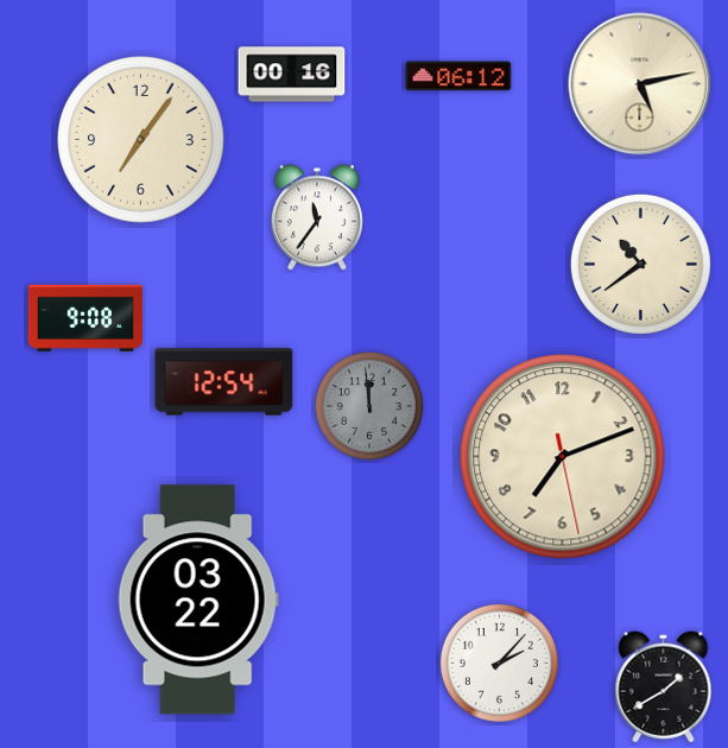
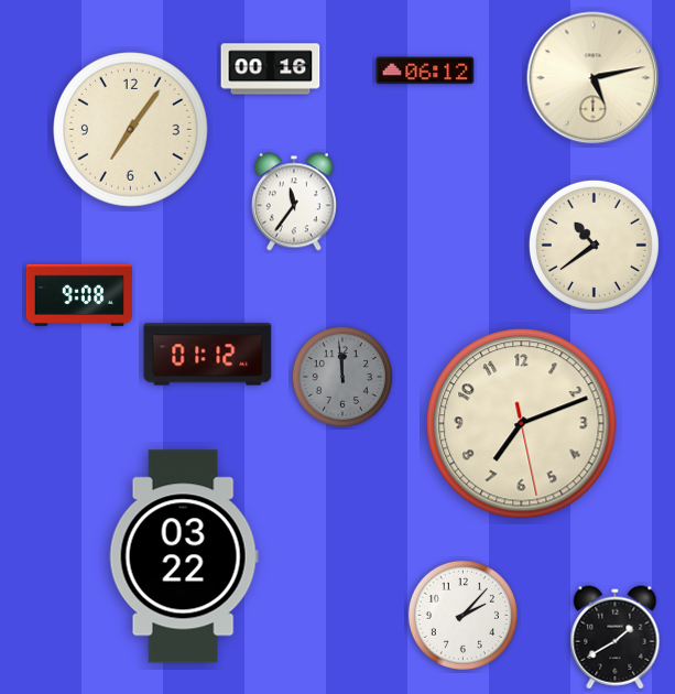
clock at (224, 382): 12:54 -> 01:12
